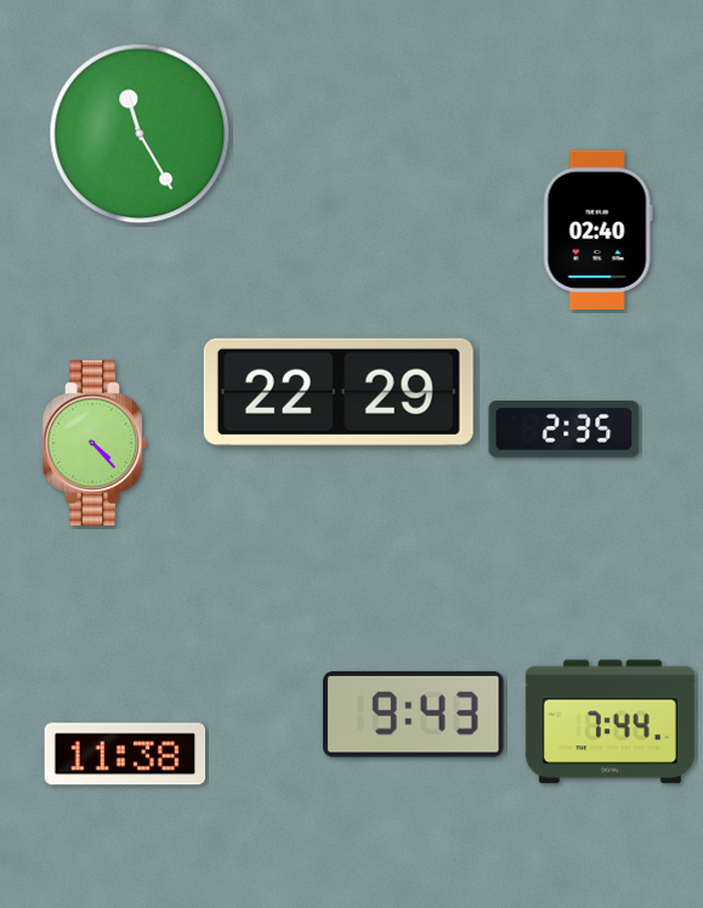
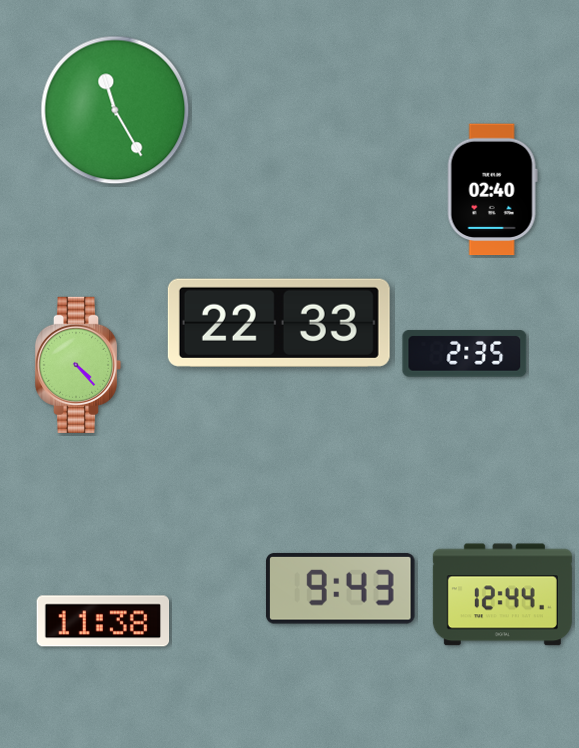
clock at (339, 392): 22:29 -> 22:33
clock at (610, 722): 7:44 -> 12:44
